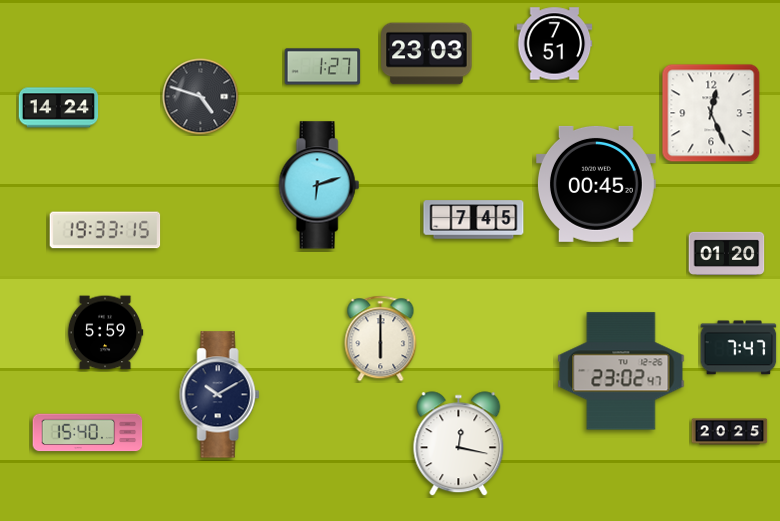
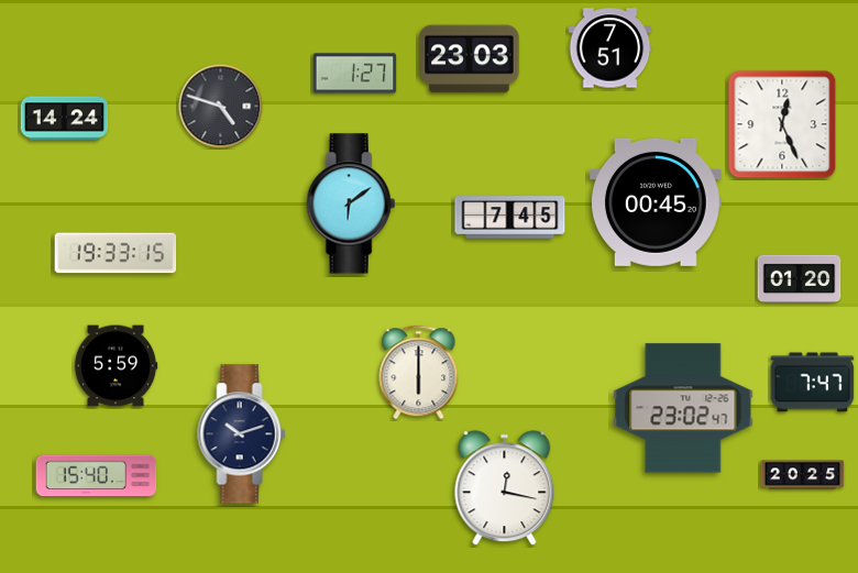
clock at (319, 185): 6:12 -> 6:09
clock at (474, 220) position: (474, 220) -> (510, 218)
clock at (220, 395): 10:10 -> 10:12
